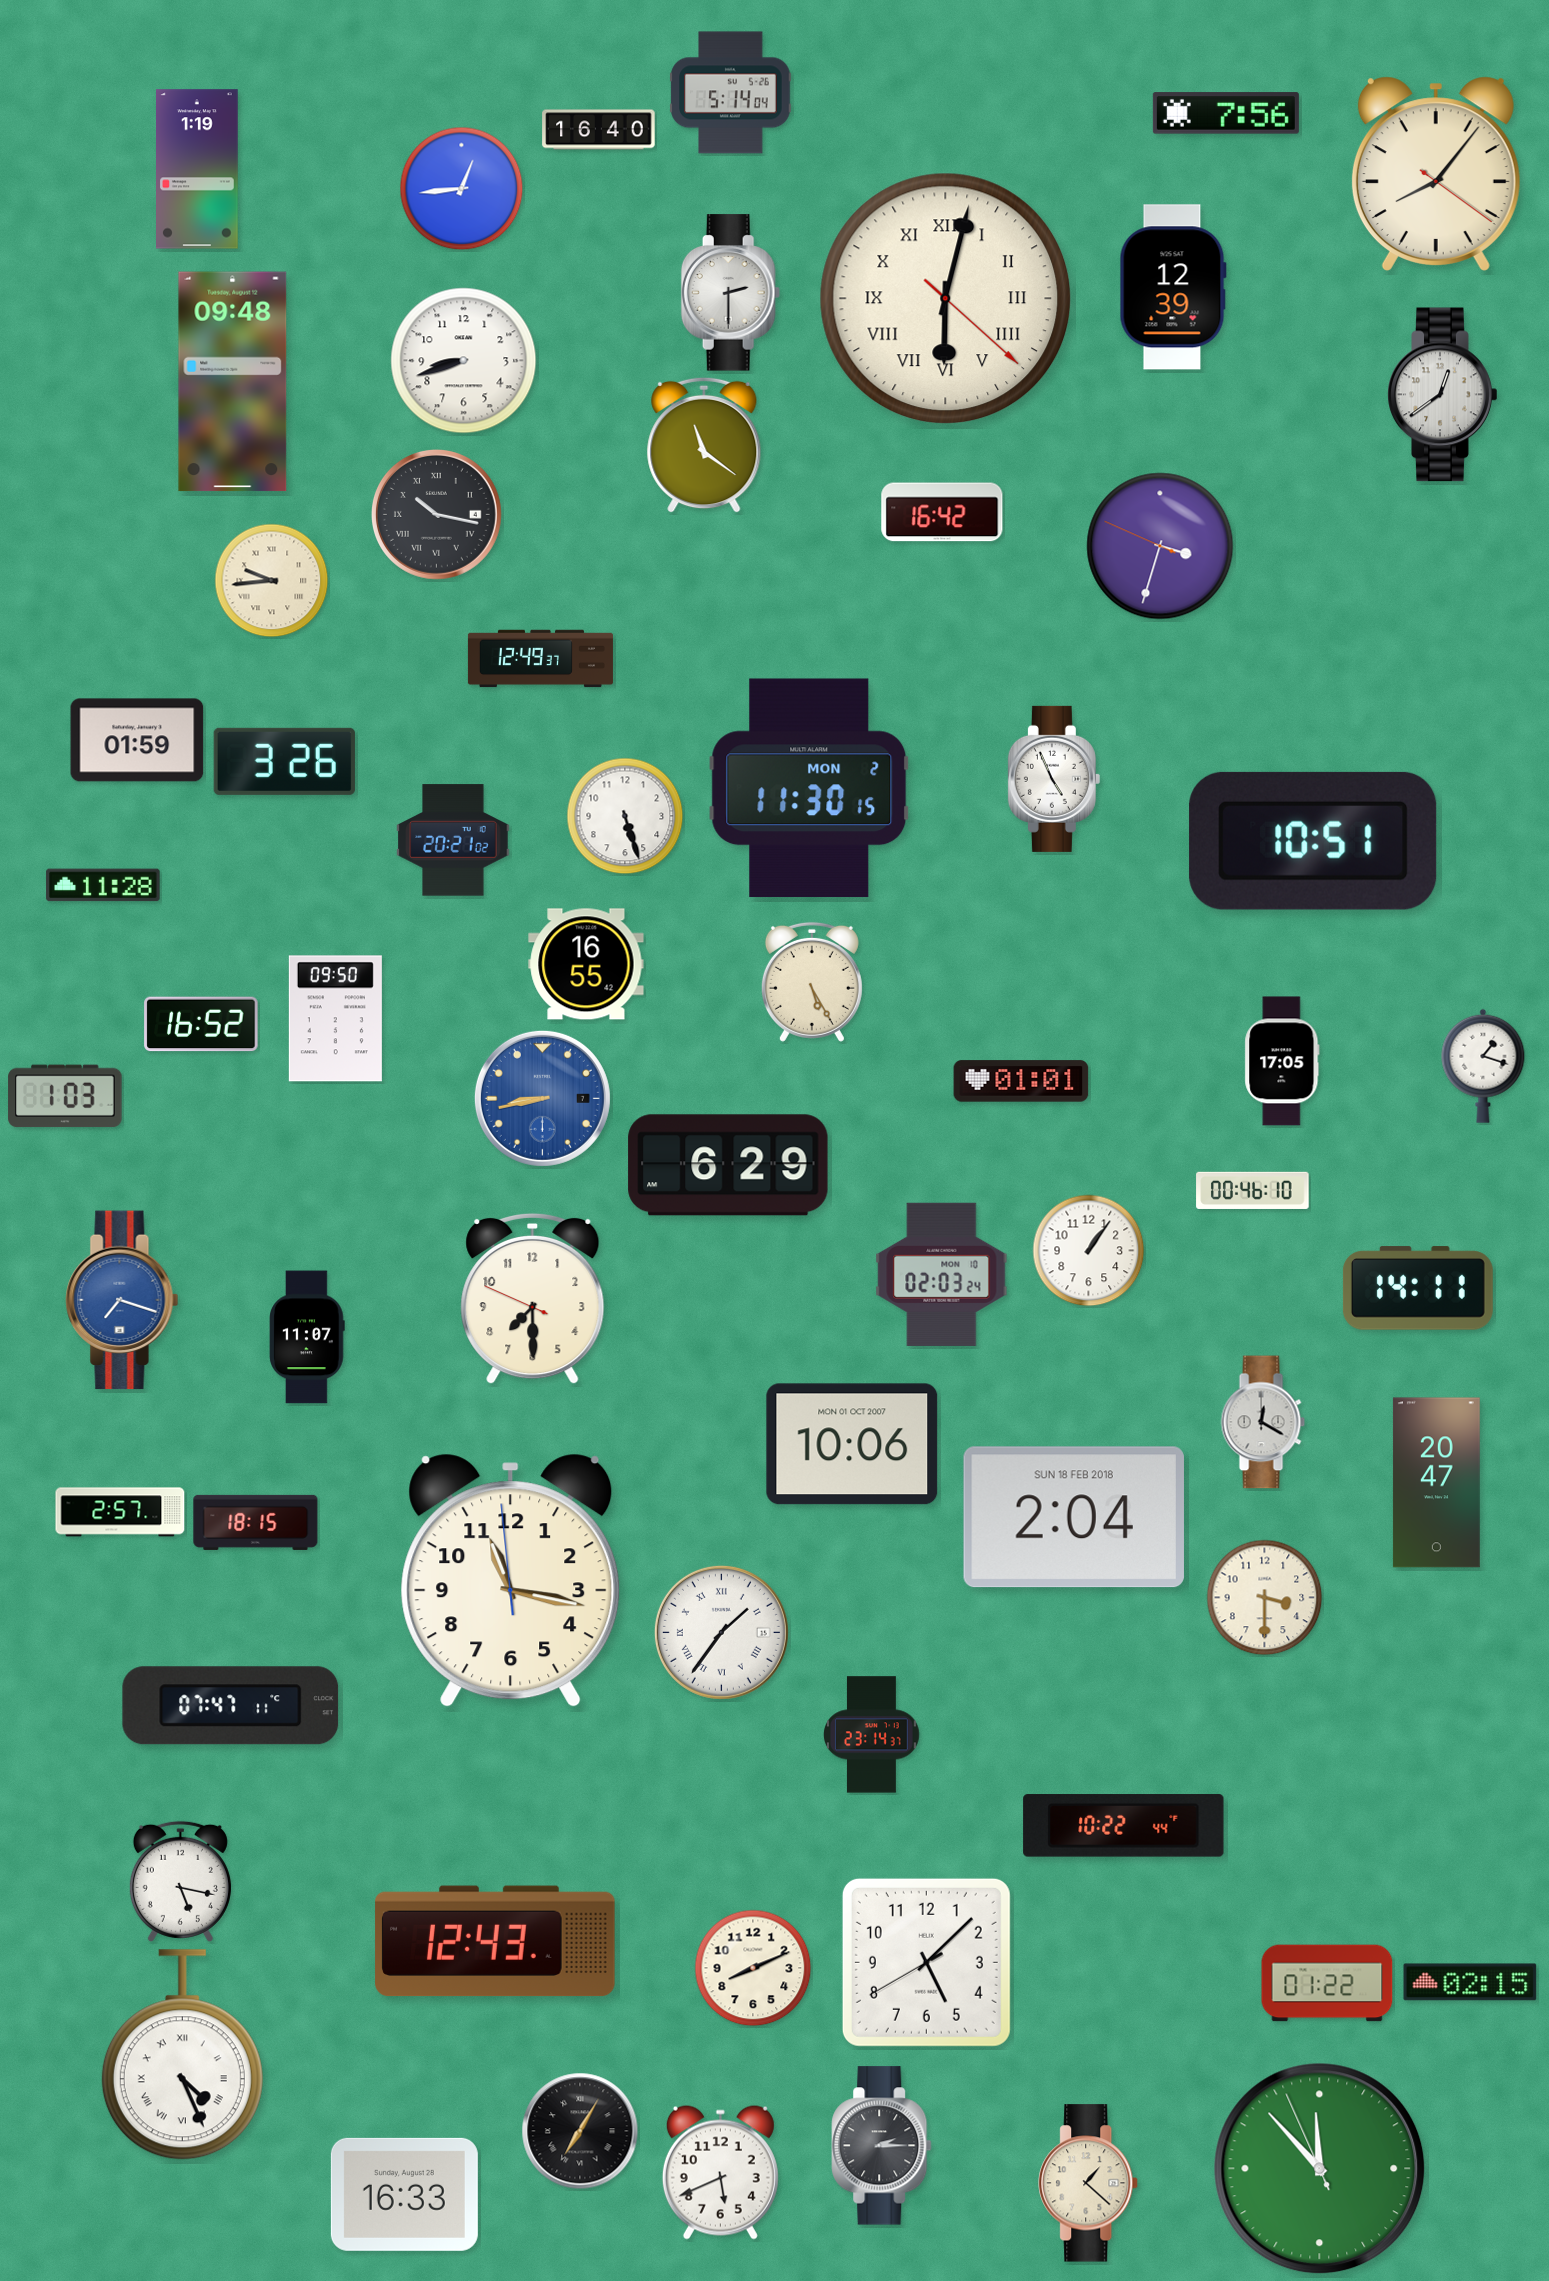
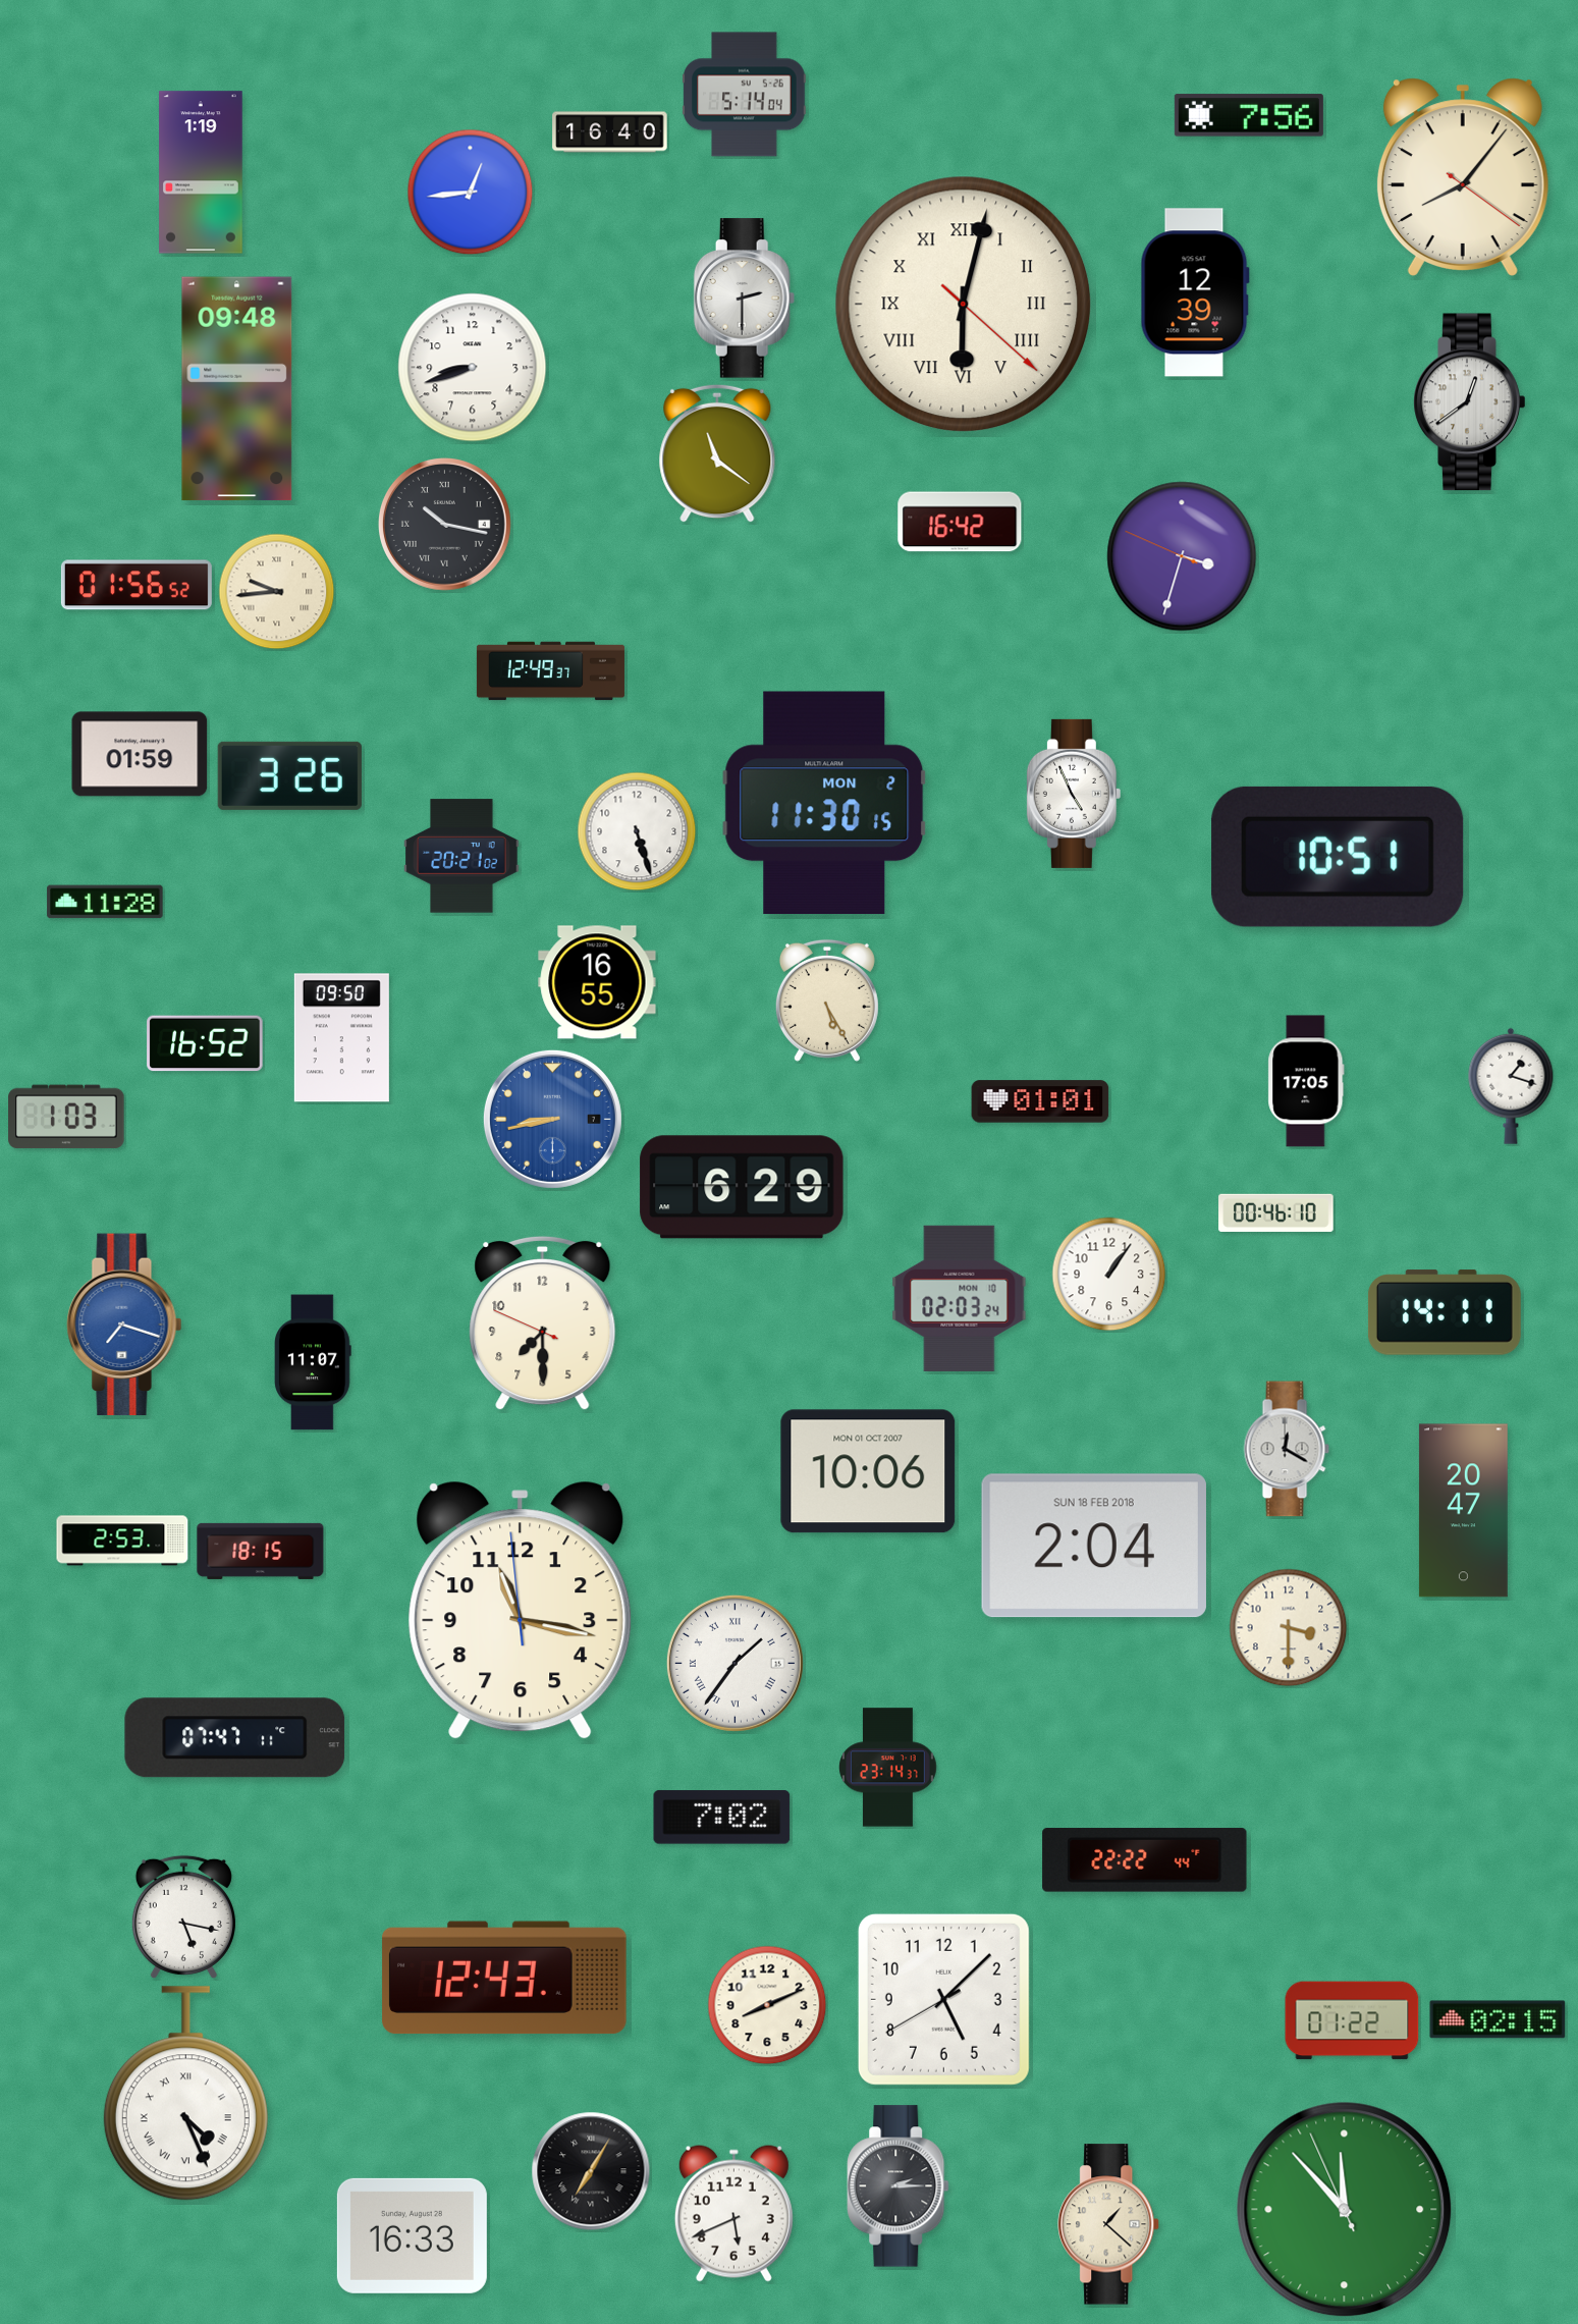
clock at (137, 585): none -> 01:56
clock at (120, 1512): 2:57 -> 2:53
clock at (722, 1818): none -> 7:02
clock at (1124, 1826): 10:22 -> 22:22
